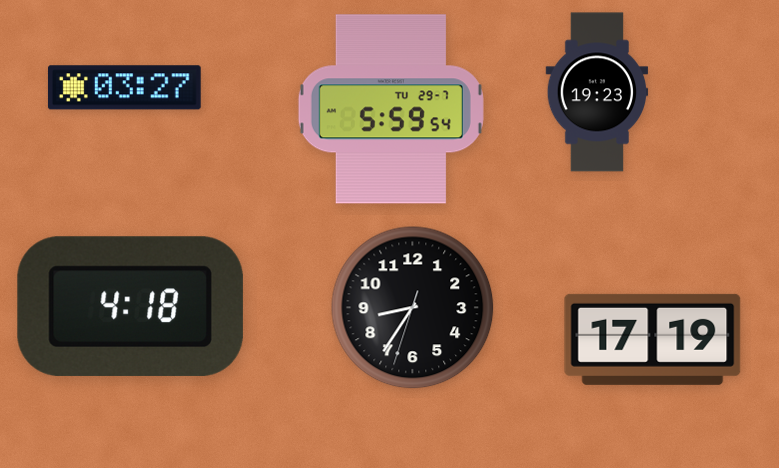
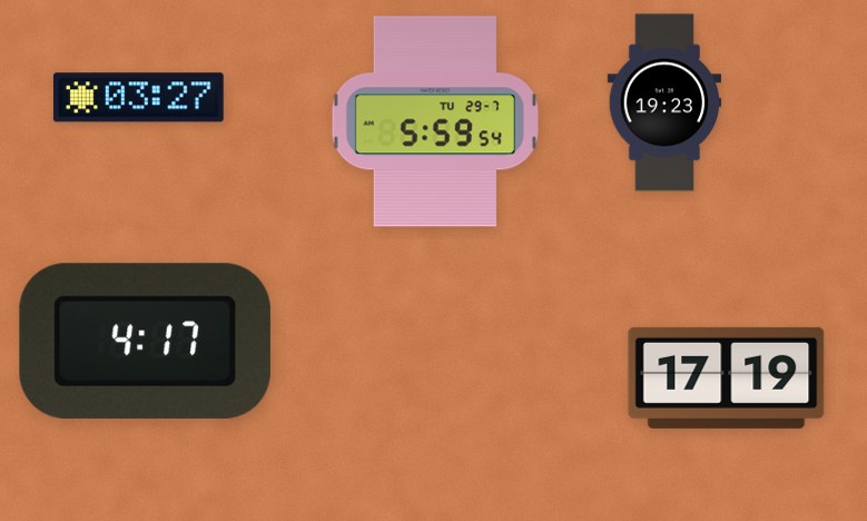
clock at (130, 306): 4:18 -> 4:17
clock at (413, 308): 8:35 -> none
